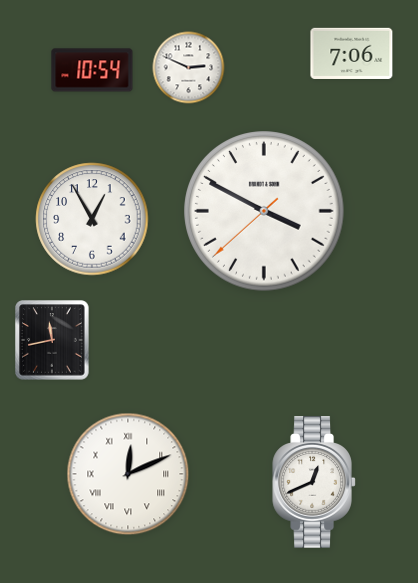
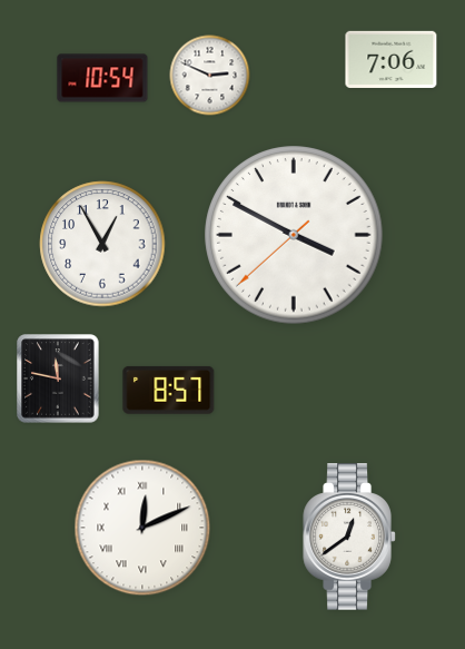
clock at (52, 340): 11:43 -> 11:47
clock at (169, 390): none -> 8:57
clock at (314, 482): 12:41 -> 12:39
